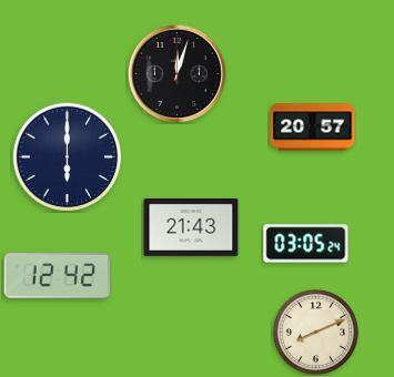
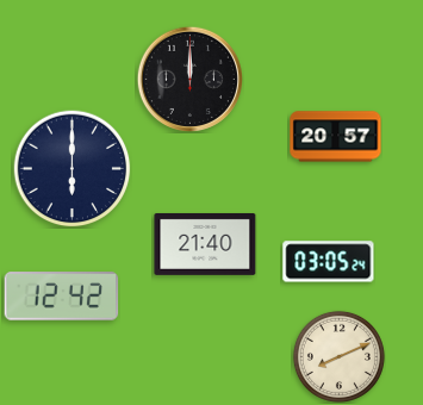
clock at (176, 73): 12:03 -> 12:00
clock at (191, 227): 21:43 -> 21:40
